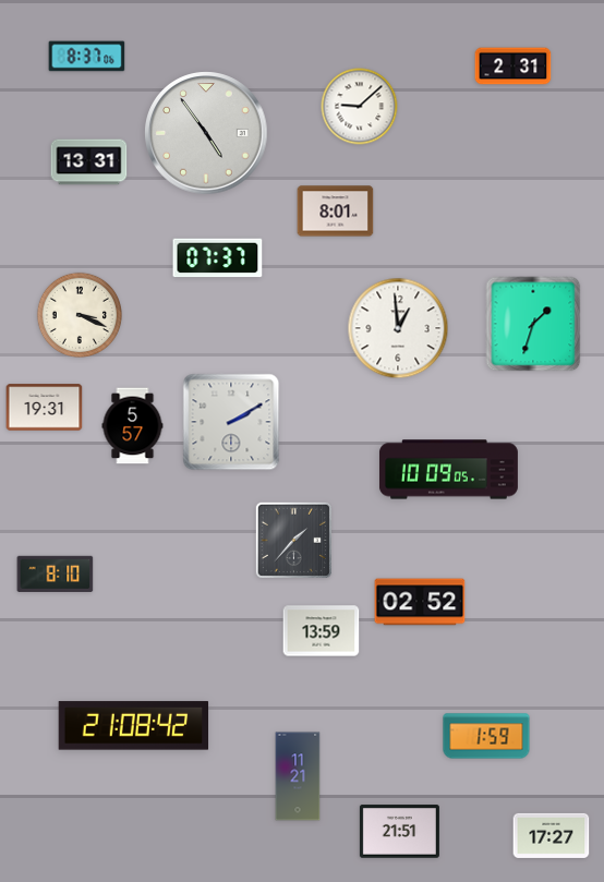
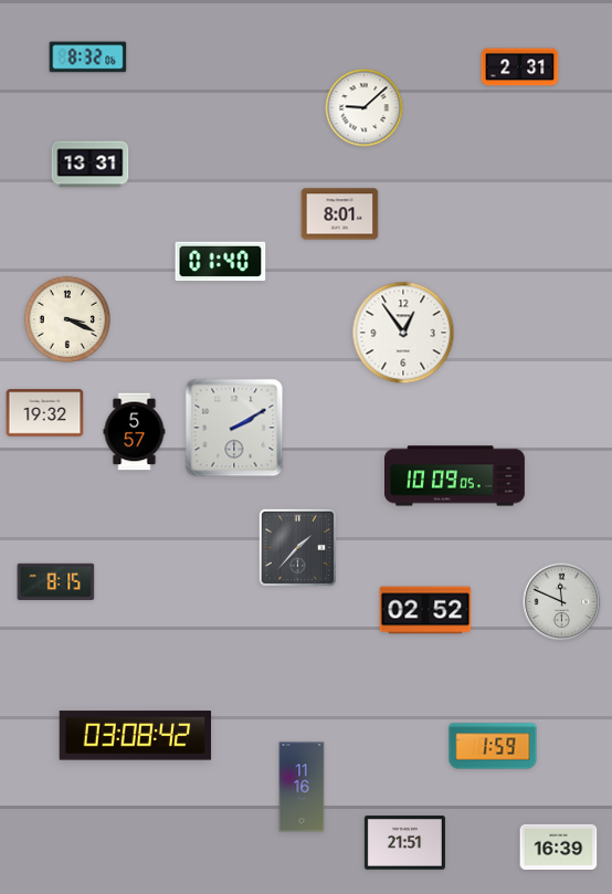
clock at (87, 57): 8:37 -> 8:32
clock at (206, 133): 4:54 -> none
clock at (218, 258): 07:37 -> 01:40
clock at (78, 314) position: (78, 314) -> (66, 318)
clock at (533, 324): 1:33 -> none
clock at (398, 328): 12:59 -> 12:54
clock at (45, 408): 19:31 -> 19:32
clock at (56, 573): 8:10 -> 8:15
clock at (562, 602): none -> 11:49
clock at (322, 631): 13:59 -> none
clock at (134, 726): 21:08 -> 03:08
clock at (298, 776): 11:21 -> 11:16
clock at (552, 835): 17:27 -> 16:39
